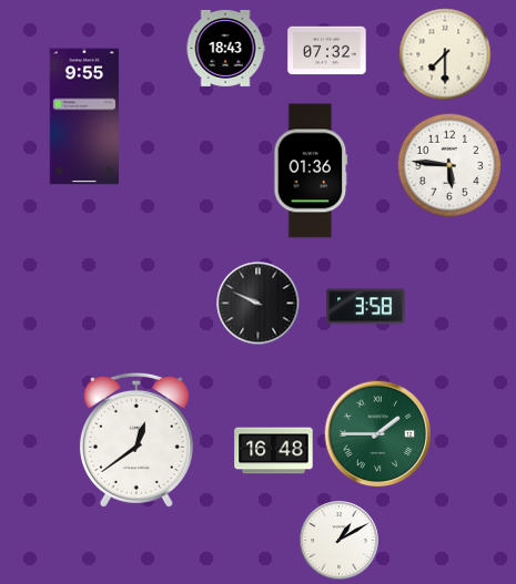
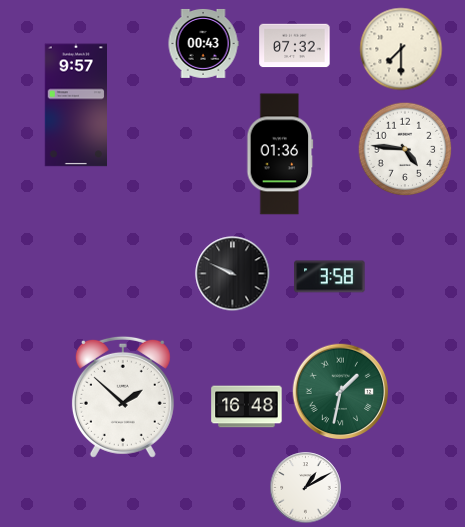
clock at (225, 48): 18:43 -> 00:43
clock at (83, 116): 9:55 -> 9:57
clock at (449, 165): 5:46 -> 4:46
clock at (378, 434): 1:45 -> 1:32
clock at (136, 440): 12:39 -> 1:52
